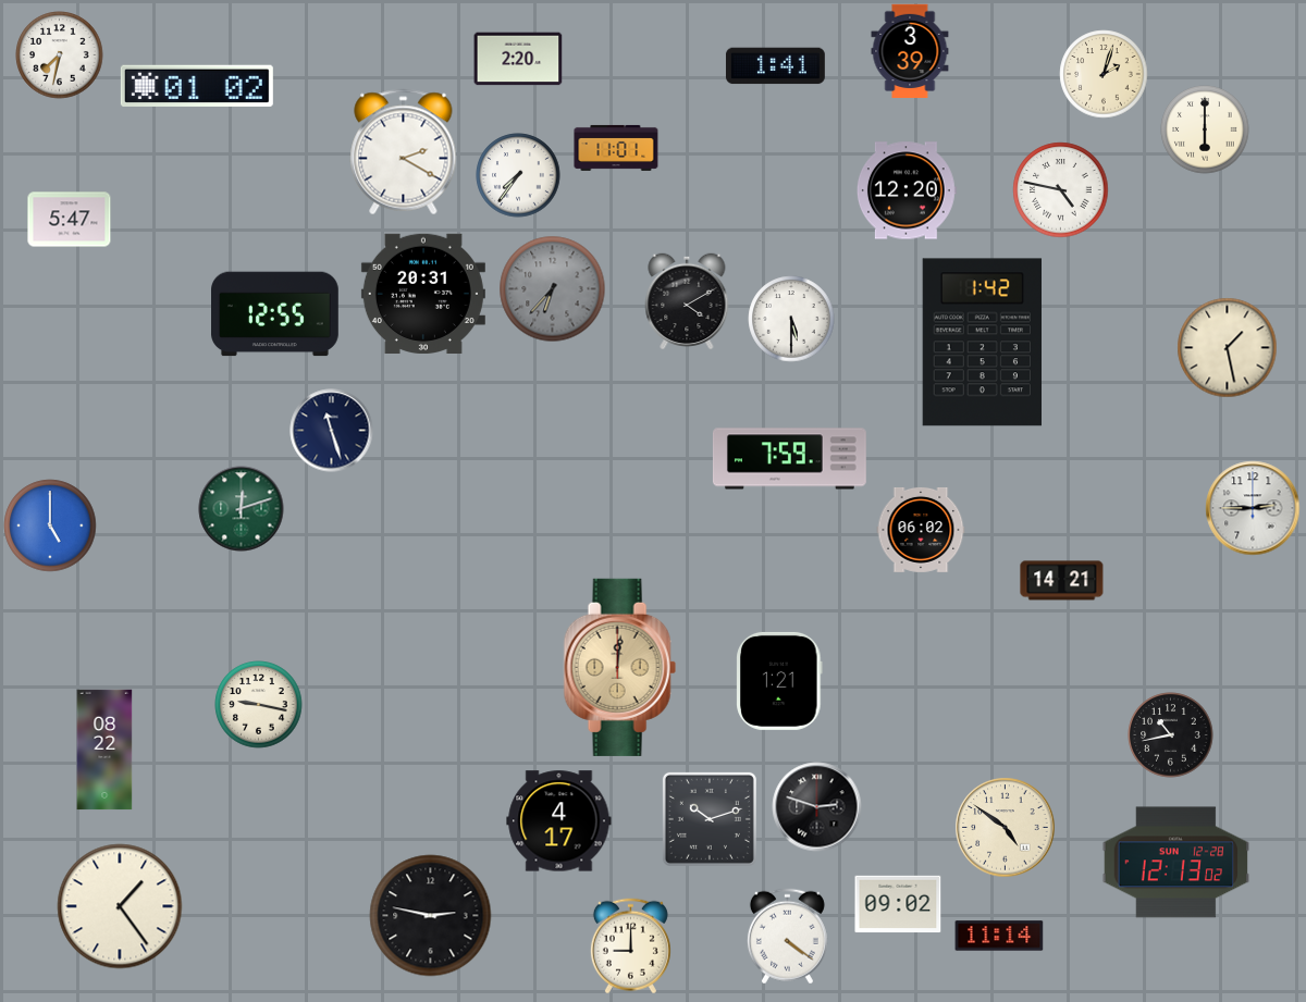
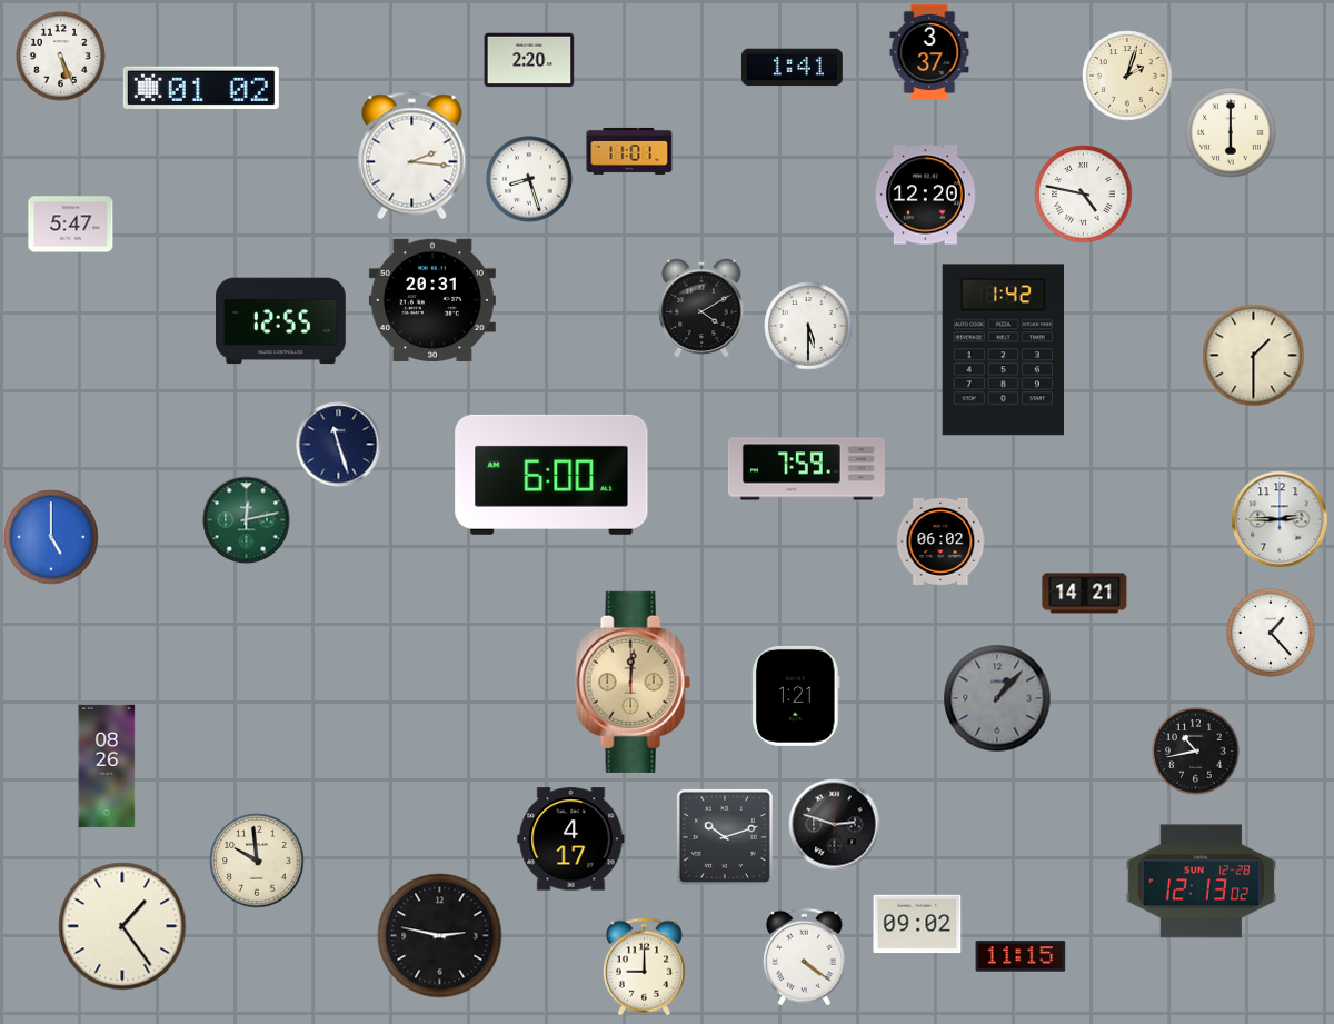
clock at (910, 50): 3:39 -> 3:37
clock at (60, 55): 7:32 -> 5:26
clock at (404, 152): 2:20 -> 2:16
clock at (518, 175): 7:36 -> 8:27
clock at (553, 289): 6:37 -> none
clock at (1228, 348): 1:28 -> 1:30
clock at (332, 431) position: (332, 431) -> (339, 445)
clock at (551, 475): none -> 6:00
clock at (242, 509): 12:12 -> 12:13
clock at (1271, 633): none -> 1:23
clock at (997, 698): none -> 1:07
clock at (259, 705): 9:17 -> none
clock at (104, 750): 08:22 -> 08:26
clock at (1006, 828): 4:51 -> none
clock at (257, 861): none -> 9:59
clock at (999, 936): 11:14 -> 11:15
